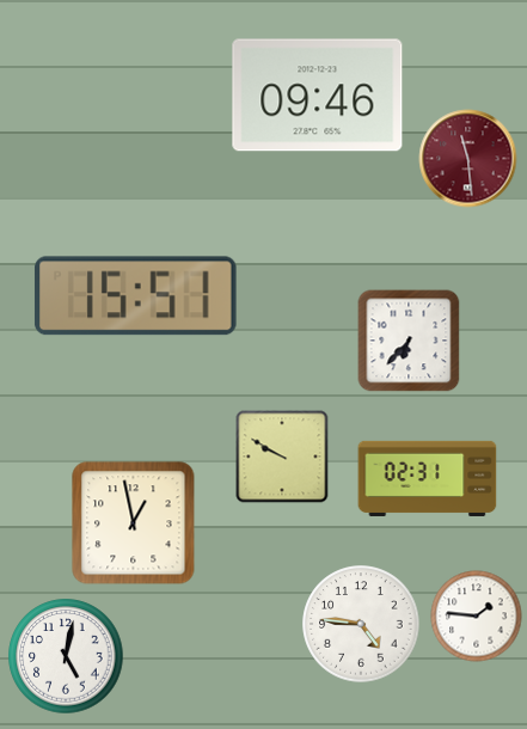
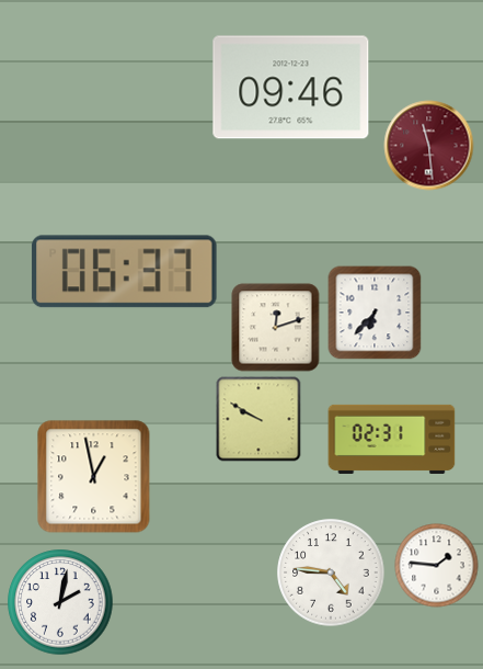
clock at (135, 296): 15:51 -> 06:37
clock at (276, 328): none -> 12:12
clock at (134, 523) position: (134, 523) -> (94, 477)
clock at (66, 656): 5:02 -> 2:02
